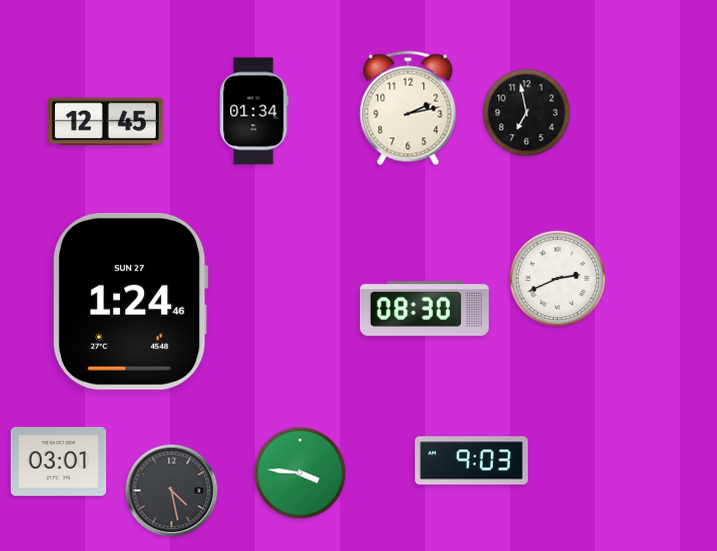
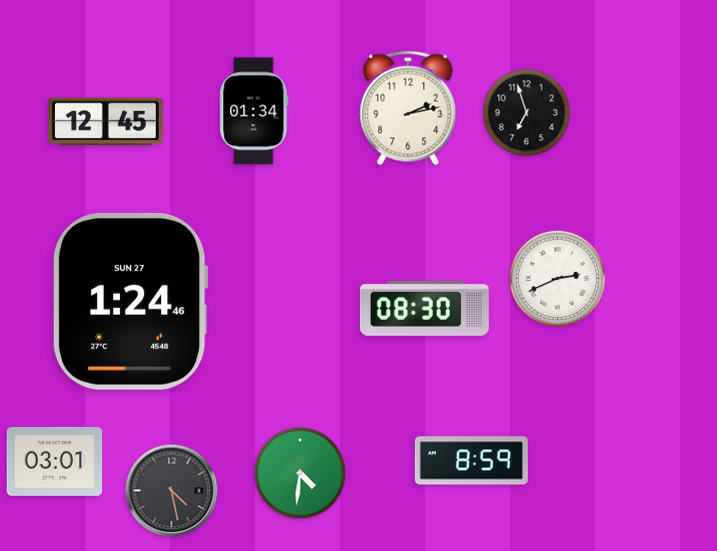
clock at (527, 113): 6:58 -> 6:57
clock at (59, 461) position: (59, 461) -> (55, 461)
clock at (471, 461): 9:03 -> 8:59
clock at (300, 473): 3:46 -> 4:31
